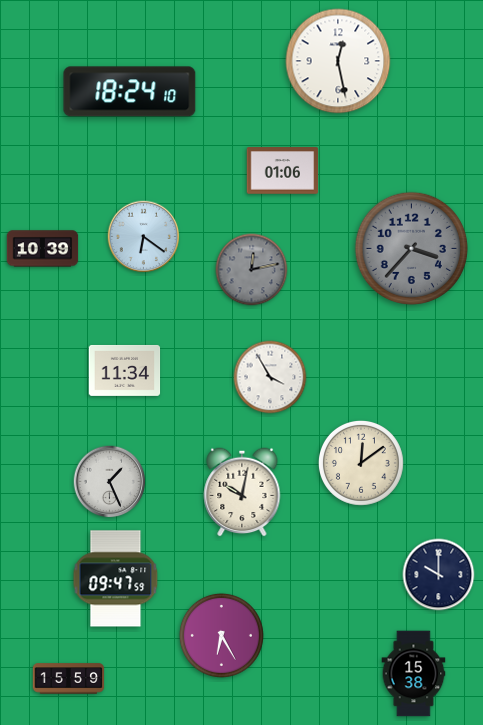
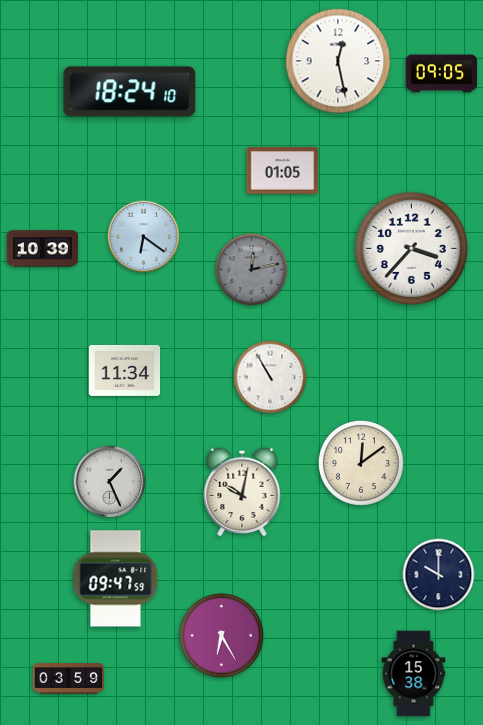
clock at (442, 74): none -> 09:05
clock at (283, 171): 01:06 -> 01:05
clock at (411, 248) dial: grey -> white
clock at (270, 377): 3:55 -> 10:55
clock at (69, 679): 15:59 -> 03:59
